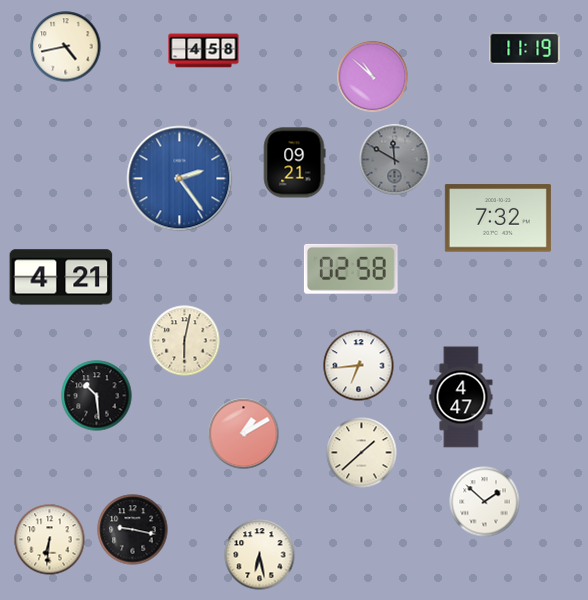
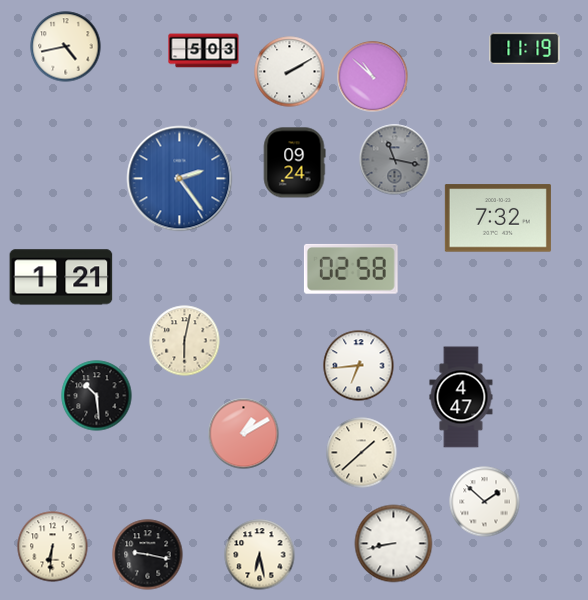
clock at (204, 51): 4:58 -> 5:03
clock at (290, 72): none -> 2:10
clock at (395, 160): 11:50 -> 11:17
clock at (294, 163): 09:21 -> 09:24
clock at (61, 277): 4:21 -> 1:21
clock at (133, 530) position: (133, 530) -> (148, 555)
clock at (50, 540) position: (50, 540) -> (53, 547)
clock at (394, 544): none -> 8:43
